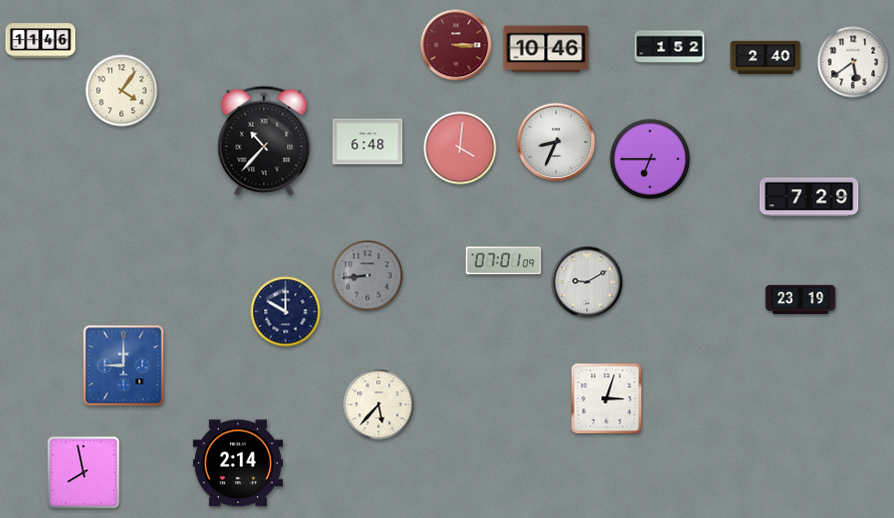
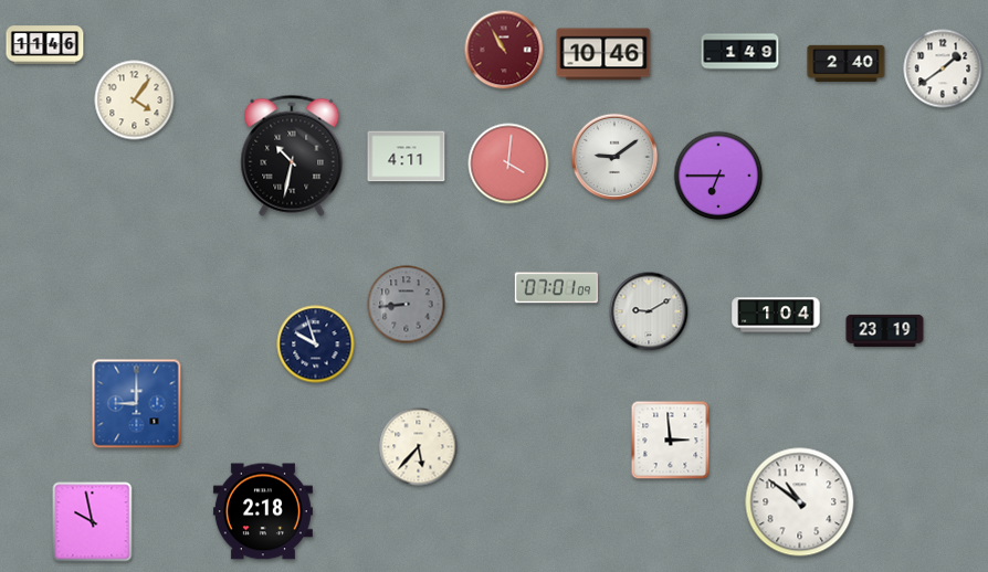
clock at (456, 45): 3:15 -> 10:55
clock at (670, 47): 1:52 -> 1:49
clock at (853, 62): 5:39 -> 1:39
clock at (264, 141): 10:37 -> 10:32
clock at (368, 142): 6:48 -> 4:11
clock at (556, 142): 8:34 -> 9:09
clock at (809, 197): 7:29 -> none
clock at (776, 315): none -> 1:04
clock at (286, 312): 10:00 -> 9:57
clock at (607, 399): 3:03 -> 2:59
clock at (800, 502): none -> 10:51
clock at (238, 463): 2:14 -> 2:18
clock at (84, 473): 7:58 -> 9:58
